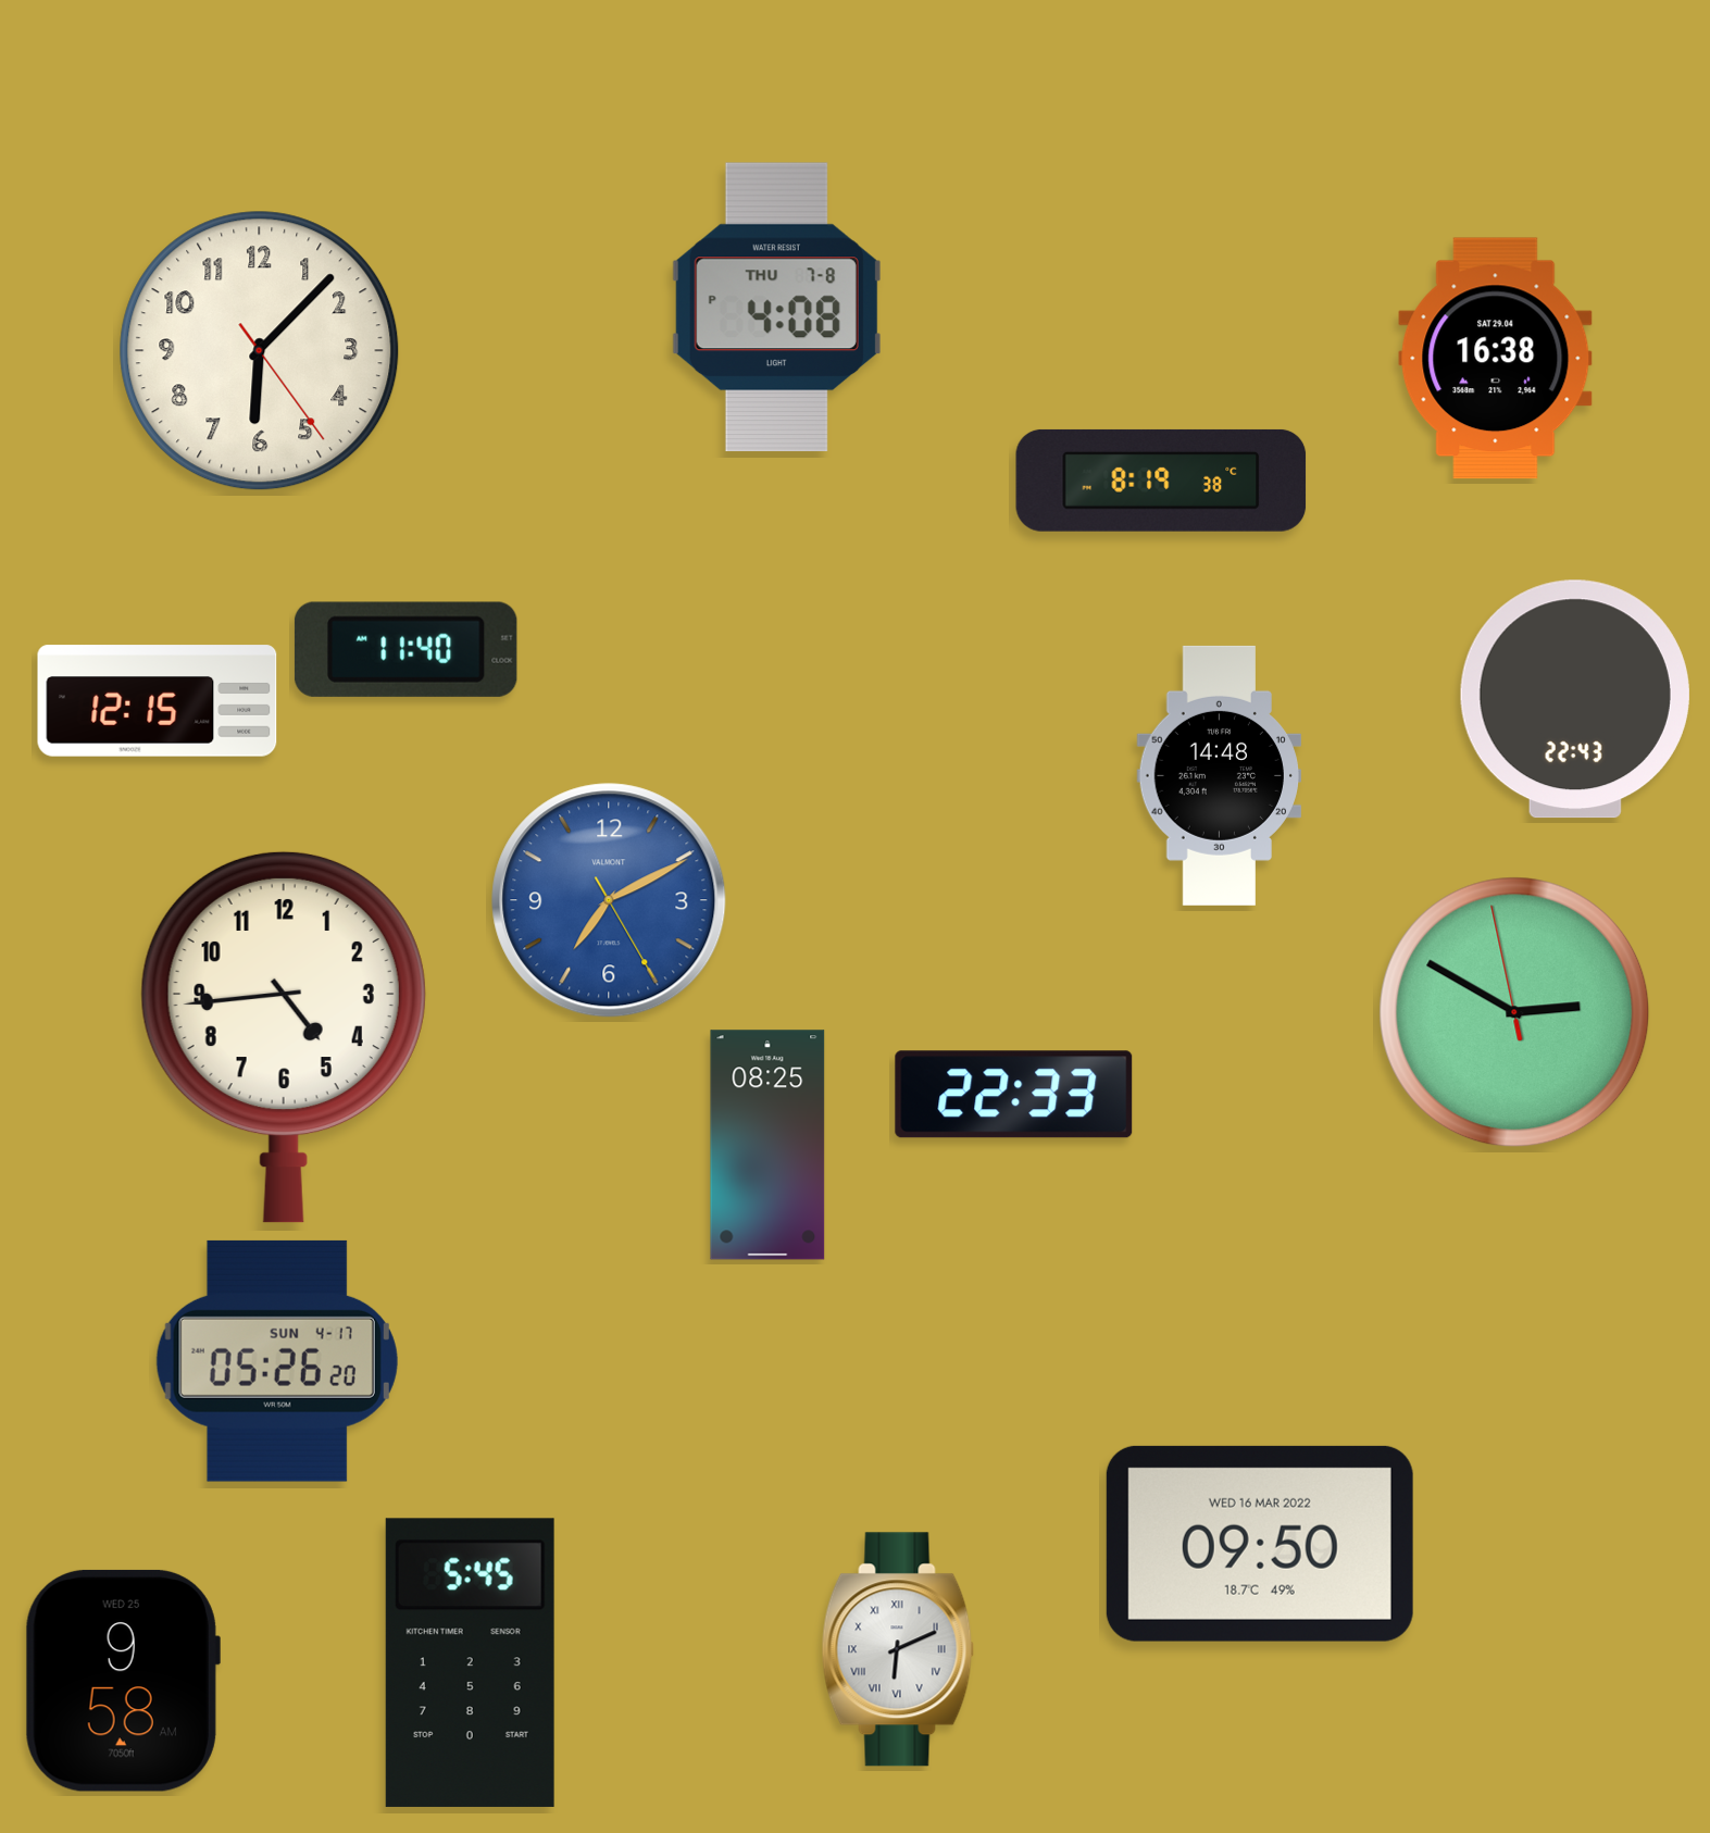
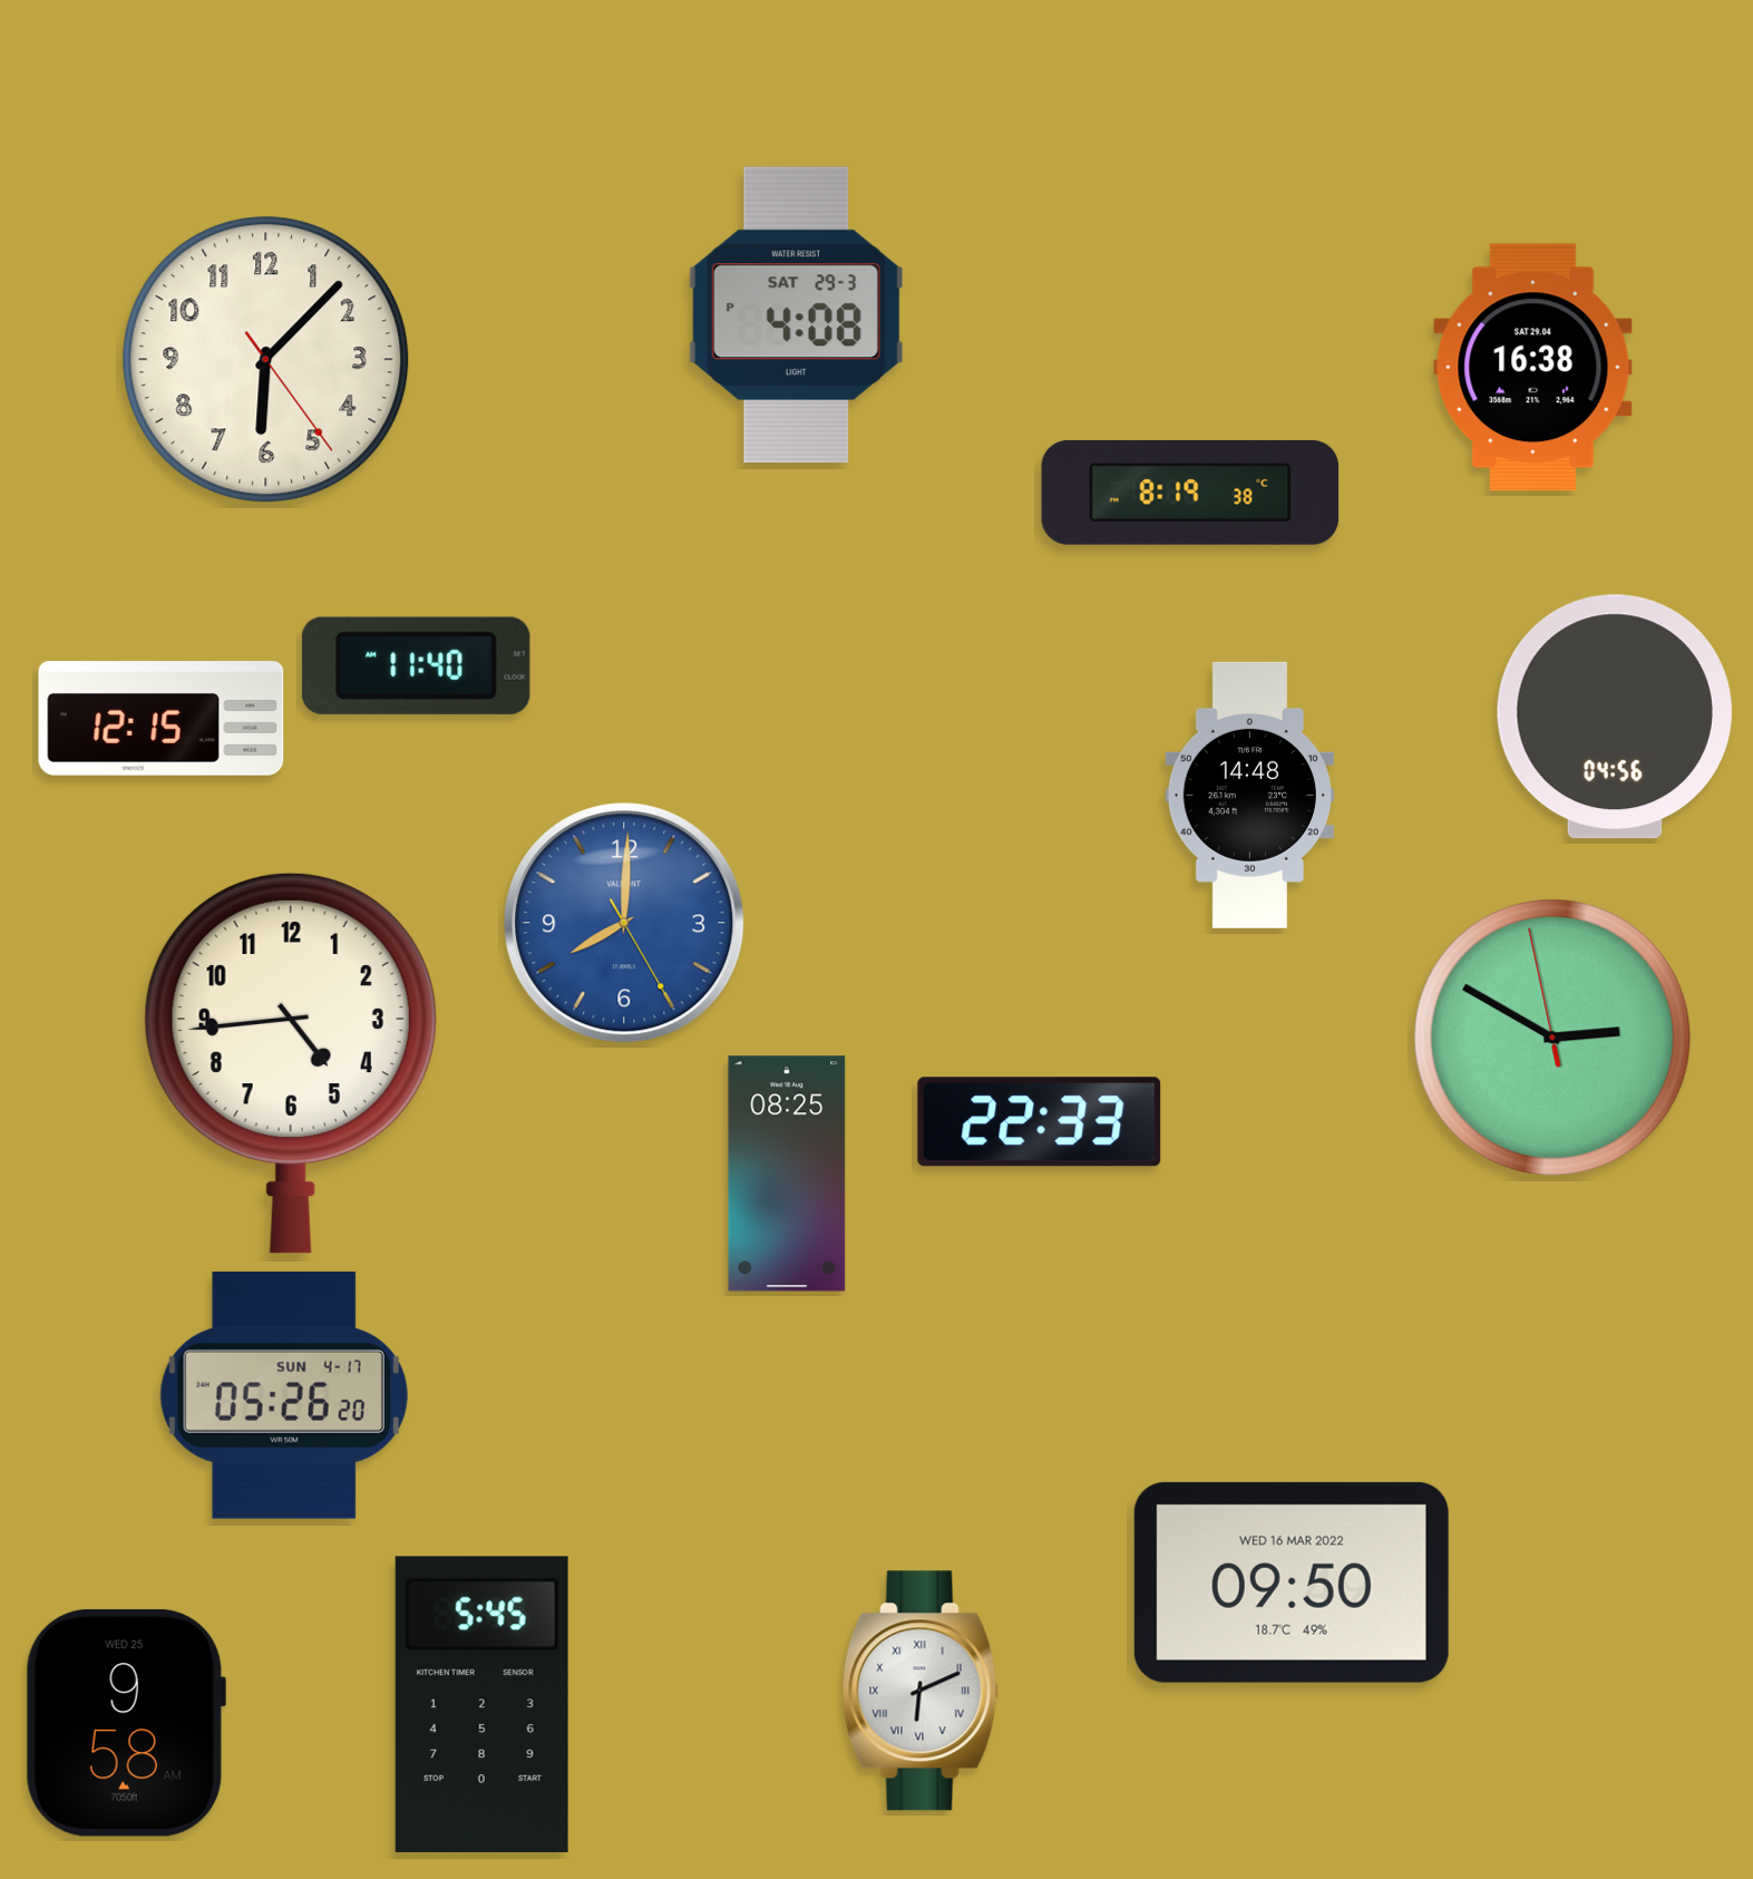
clock at (776, 308) date: THU 7-8 -> SAT 29-3
clock at (1575, 699): 22:43 -> 04:56
clock at (609, 900): 7:10 -> 8:00
